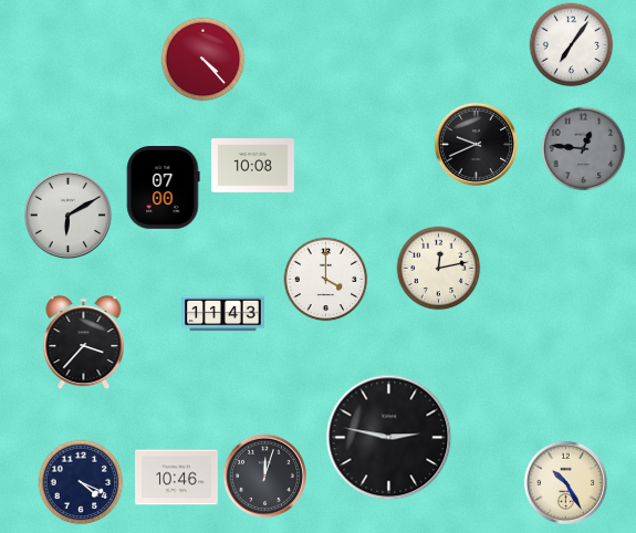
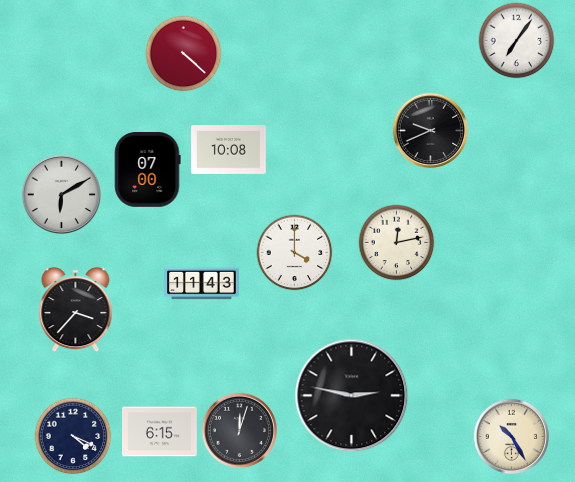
clock at (204, 60): 4:23 -> 4:22
clock at (584, 149): 12:46 -> none
clock at (177, 478): 10:46 -> 6:15
